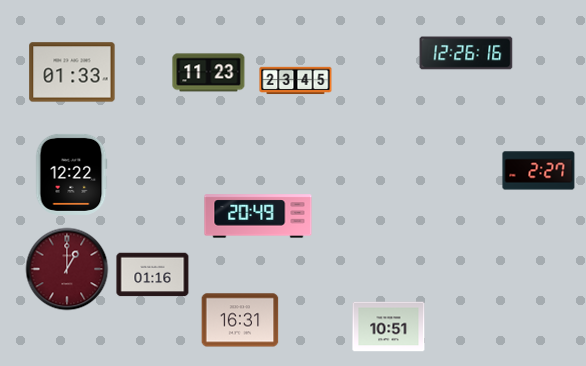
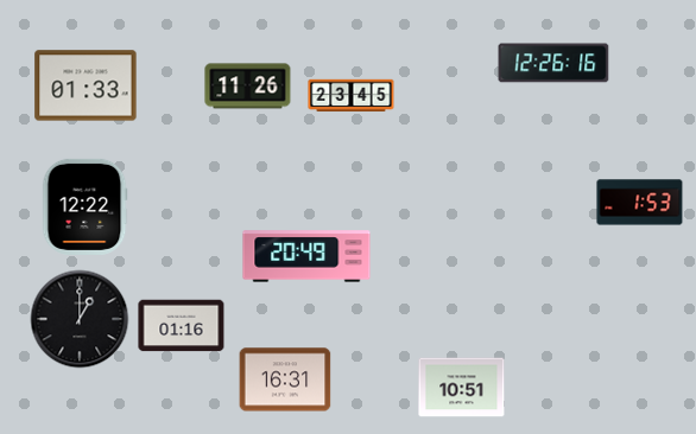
clock at (209, 73): 11:23 -> 11:26
clock at (539, 171): 2:27 -> 1:53
clock at (67, 269) dial: burgundy -> black
